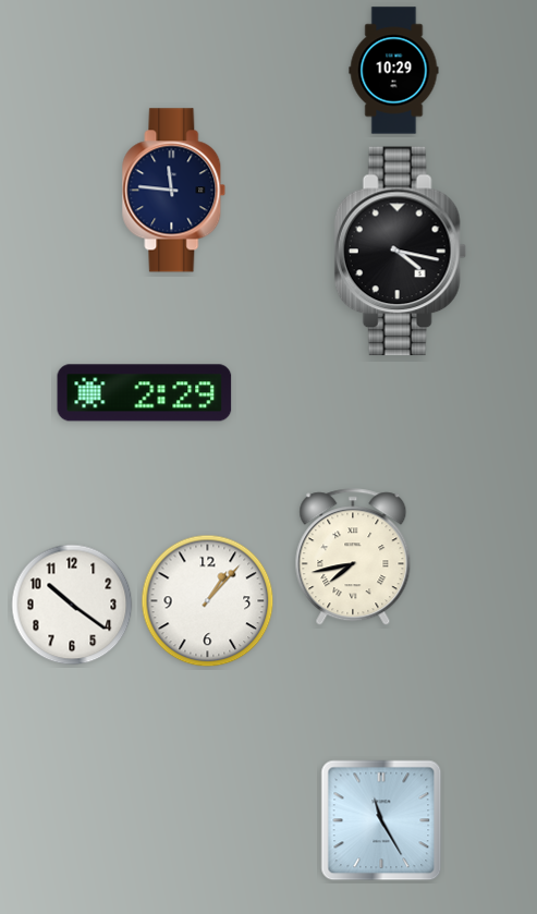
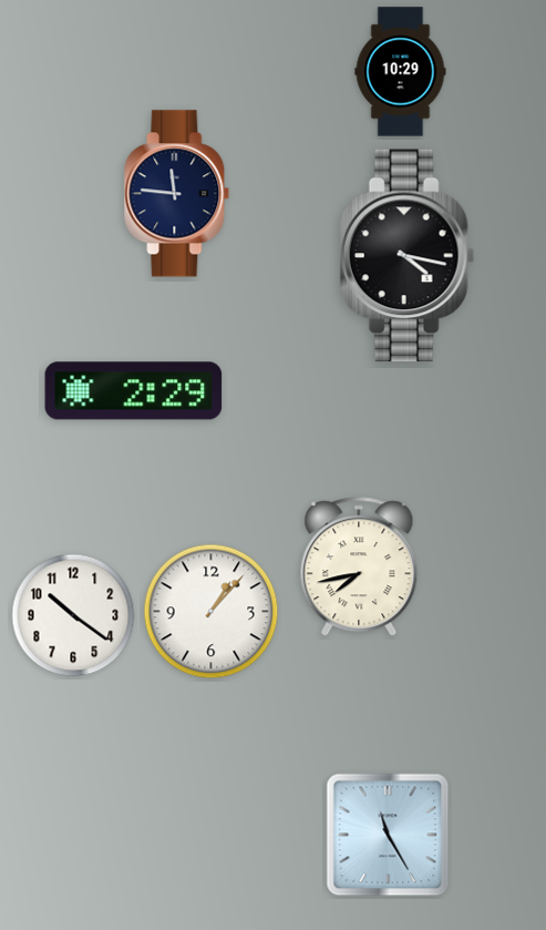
clock at (145, 393) position: (145, 393) -> (134, 391)
